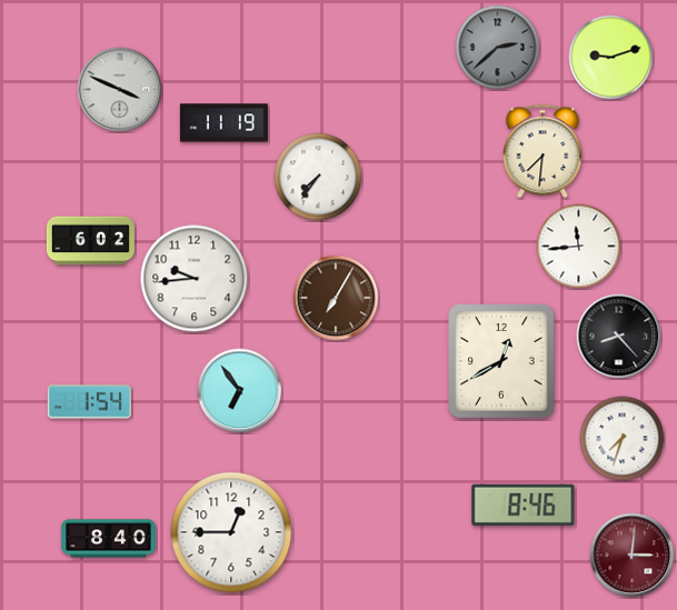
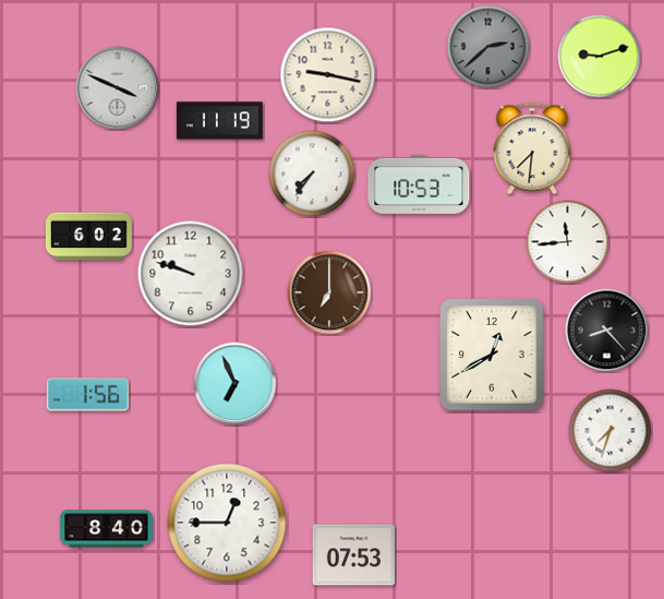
clock at (328, 75): none -> 9:17
clock at (419, 184): none -> 10:53
clock at (195, 279): 9:44 -> 9:48
clock at (336, 298): 7:05 -> 7:00
clock at (240, 391): 6:54 -> 6:56
clock at (89, 402): 1:54 -> 1:56
clock at (524, 504): 8:46 -> none
clock at (633, 556): 3:01 -> none
clock at (353, 555): none -> 07:53
